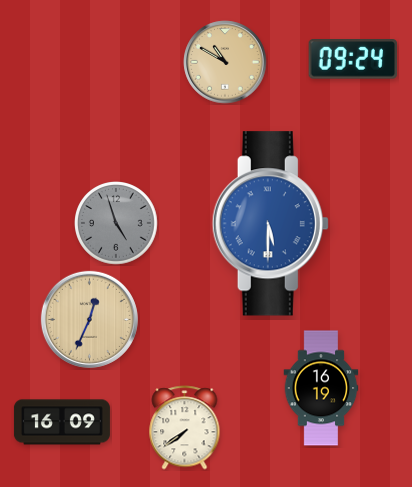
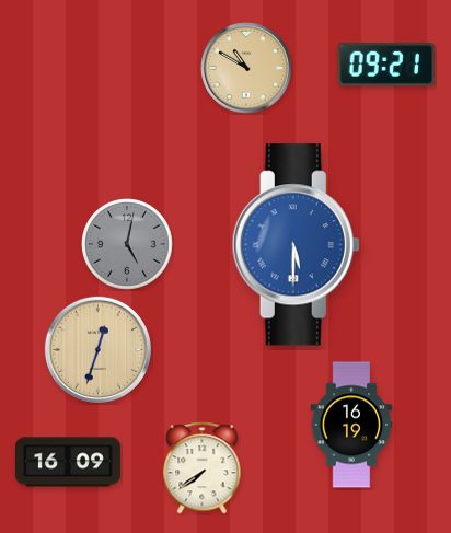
clock at (353, 59): 09:24 -> 09:21
clock at (117, 224): 4:57 -> 5:02
clock at (89, 319): 12:34 -> 12:33
